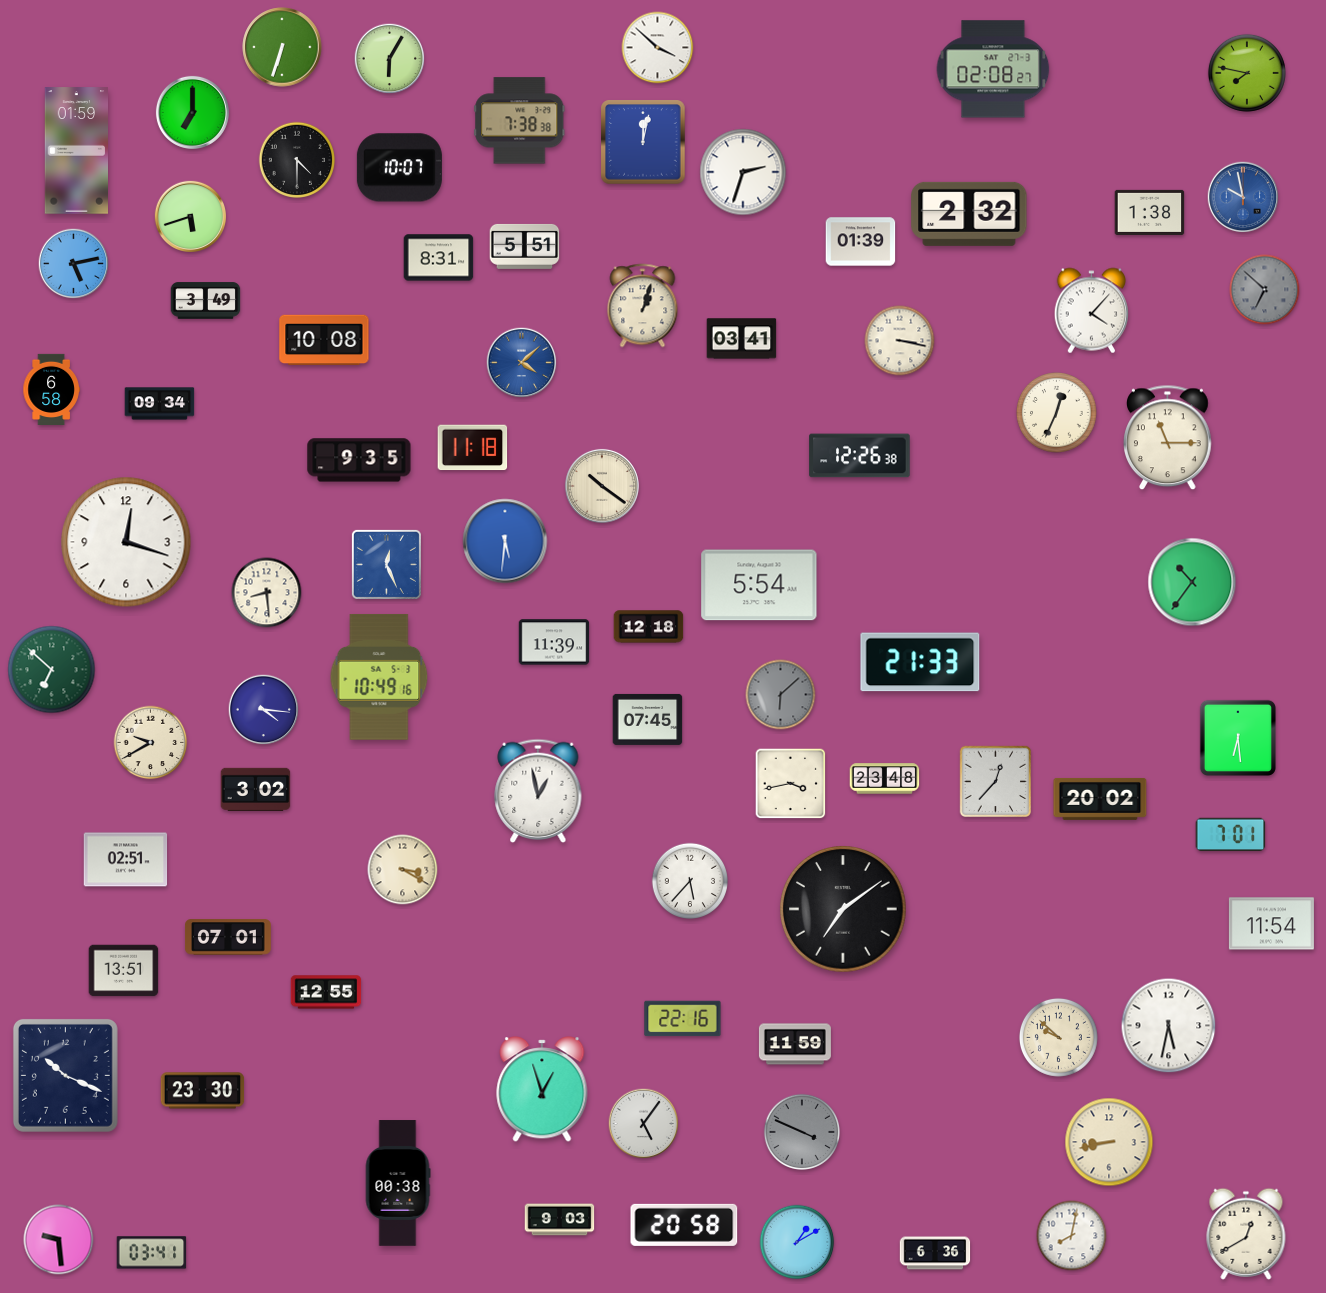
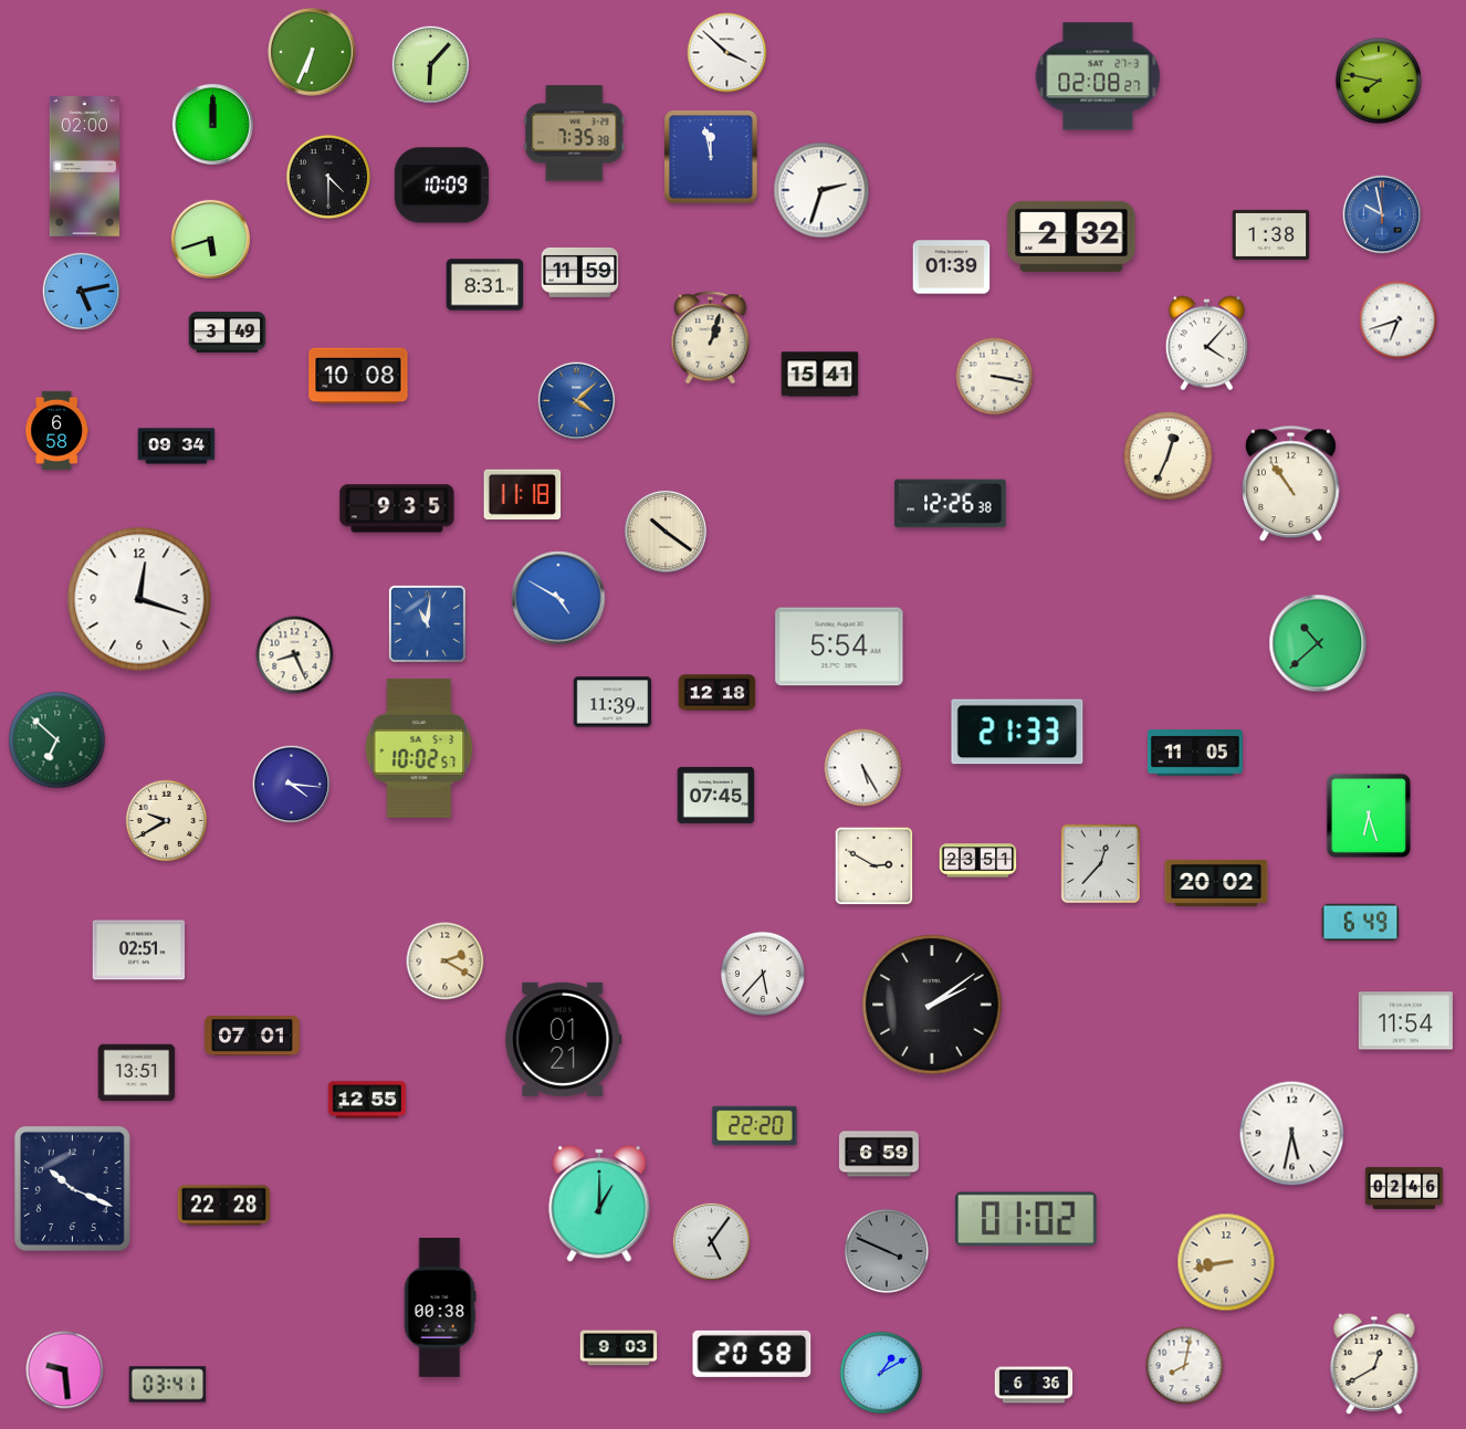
clock at (282, 47): 6:33 -> 6:34
clock at (390, 59): 6:05 -> 6:07
clock at (192, 112): 7:00 -> 12:00
clock at (520, 121): 7:38 -> 7:35
clock at (643, 142): 12:02 -> 11:58
clock at (76, 151): 01:59 -> 02:00
clock at (399, 168): 10:07 -> 10:09
clock at (1243, 197) position: (1243, 197) -> (1382, 214)
clock at (525, 246): 5:51 -> 11:59
clock at (1265, 290): 6:52 -> 6:42
clock at (1265, 290) dial: grey -> white
clock at (742, 339): 03:41 -> 15:41
clock at (1168, 438): 11:15 -> 10:54
clock at (602, 486) position: (602, 486) -> (666, 532)
clock at (505, 541): 5:31 -> 4:50
clock at (386, 564): 12:26 -> 11:01
clock at (1192, 582): 10:36 -> 10:38
clock at (267, 593): 8:29 -> 8:26
clock at (554, 642) position: (554, 642) -> (612, 702)
clock at (379, 677): 10:49 -> 10:02
clock at (1195, 753): none -> 11:05
clock at (781, 695): 6:08 -> 5:25
clock at (781, 695) dial: grey -> white
clock at (1238, 738): 6:29 -> 6:27
clock at (885, 779): 23:48 -> 23:51
clock at (791, 784): 3:43 -> 2:50
clock at (256, 789): 3:02 -> none
clock at (538, 790): 12:58 -> none
clock at (1231, 835): 7:01 -> 6:49
clock at (403, 870): 3:20 -> 2:20
clock at (843, 909): 7:09 -> 2:09
clock at (564, 1039): none -> 01:21
clock at (326, 992) position: (326, 992) -> (367, 1100)
clock at (683, 1019): 22:16 -> 22:20
clock at (1058, 1037): 9:52 -> none
clock at (795, 1044): 11:59 -> 6:59
clock at (1404, 1188): none -> 02:46
clock at (542, 1089): 12:57 -> 1:00
clock at (203, 1091): 23:30 -> 22:28
clock at (1026, 1219): none -> 01:02
clock at (684, 1225) position: (684, 1225) -> (752, 1354)
clock at (1246, 1234) position: (1246, 1234) -> (1374, 1364)
